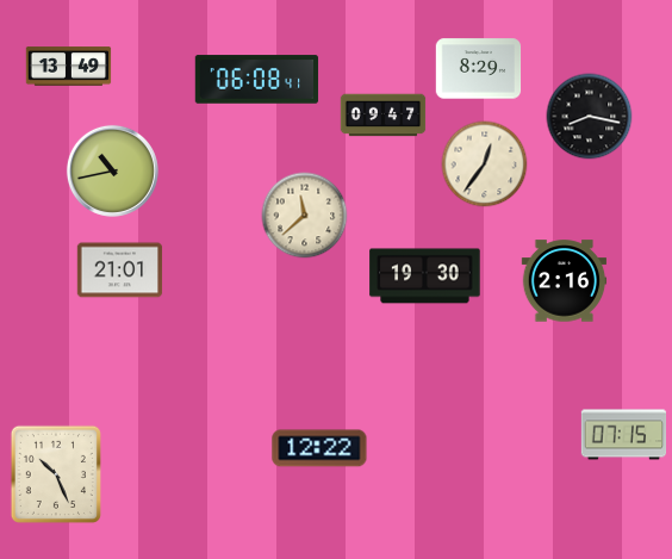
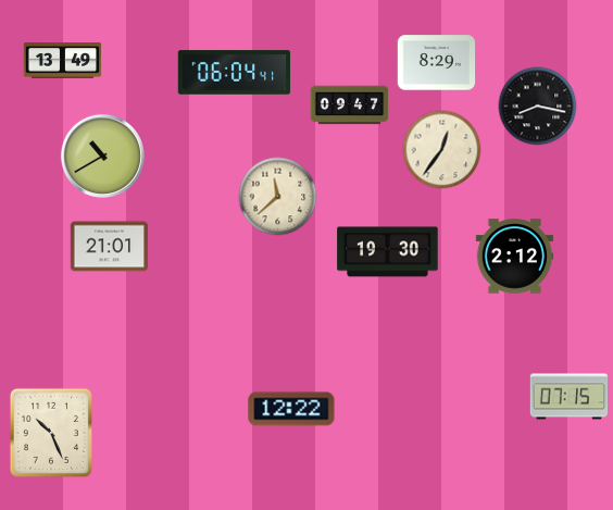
clock at (257, 80): 06:08 -> 06:04
clock at (112, 170): 10:43 -> 10:40
clock at (565, 281): 2:16 -> 2:12
